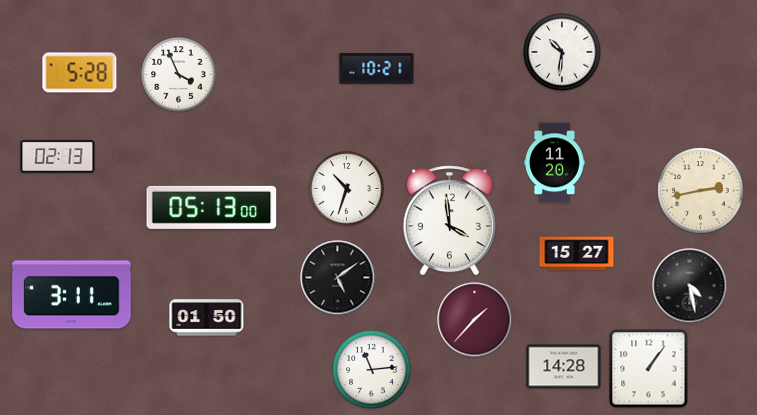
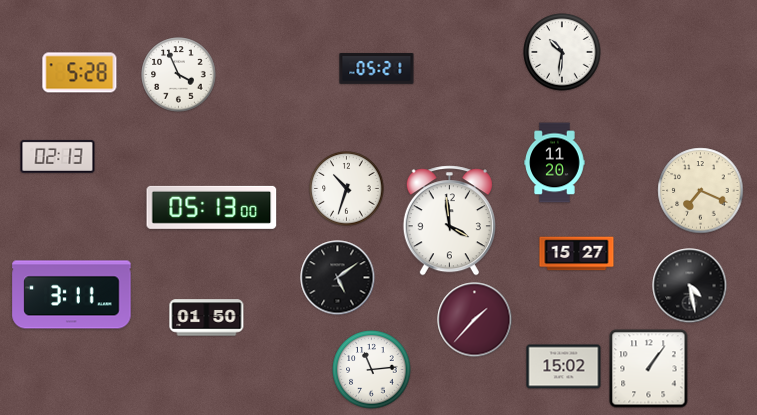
clock at (377, 69): 10:21 -> 05:21
clock at (701, 191): 2:43 -> 7:19
clock at (564, 367): 14:28 -> 15:02
